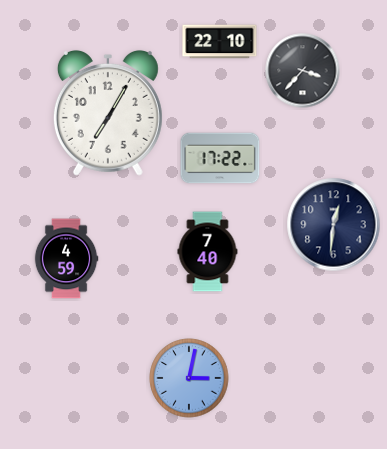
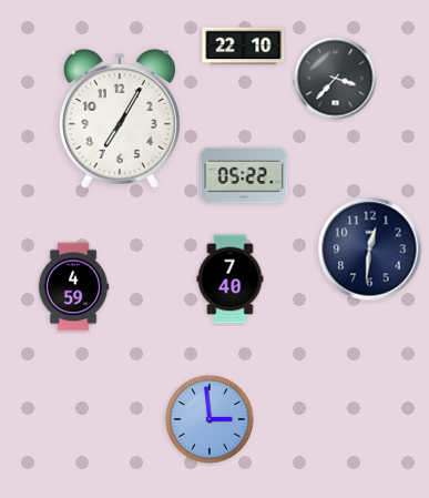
clock at (108, 113) position: (108, 113) -> (120, 119)
clock at (220, 158): 17:22 -> 05:22
clock at (189, 378): 3:02 -> 2:59
